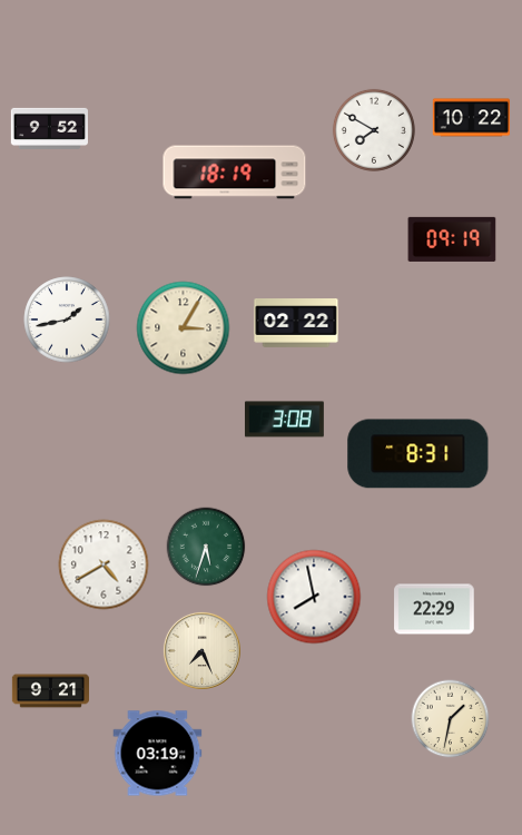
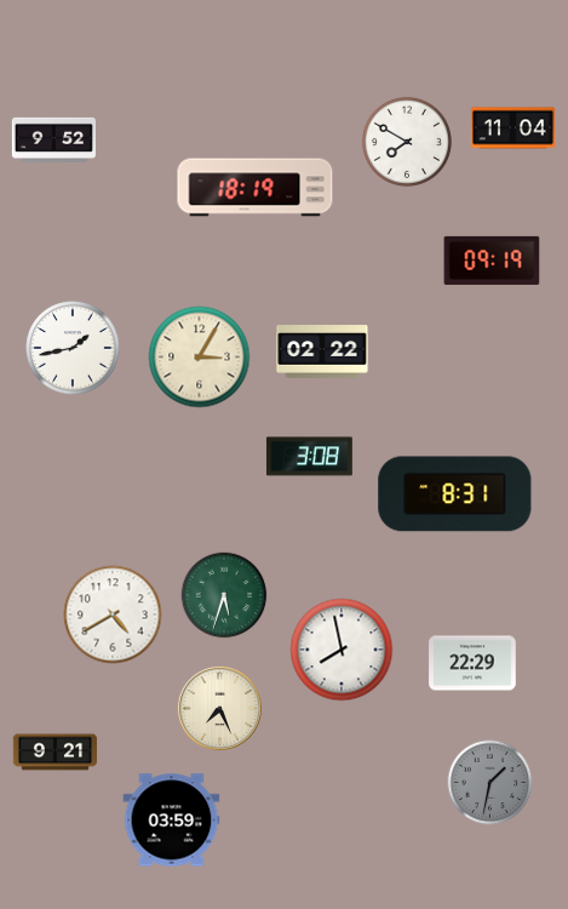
clock at (471, 118): 10:22 -> 11:04
clock at (451, 719) dial: cream -> grey
clock at (158, 754): 03:19 -> 03:59
